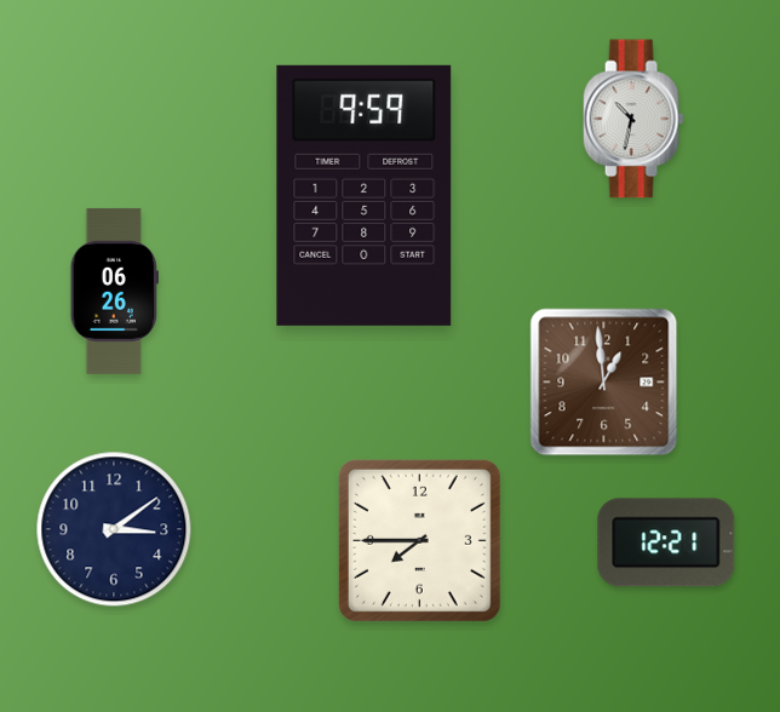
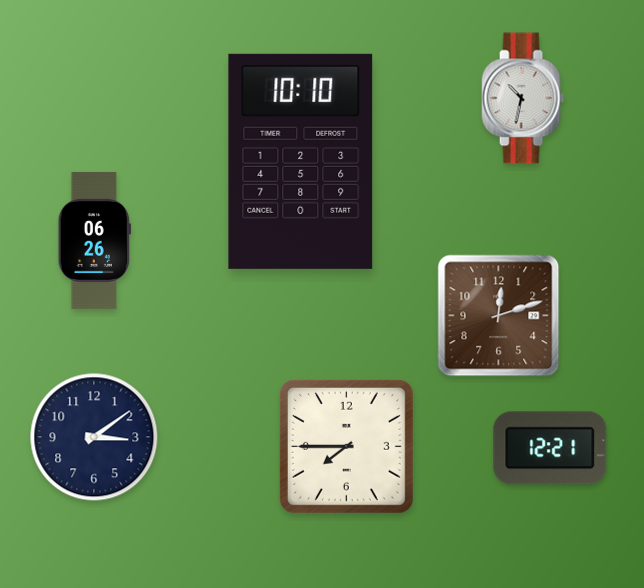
clock at (365, 195): 9:59 -> 10:10
clock at (604, 383): 12:59 -> 12:12
